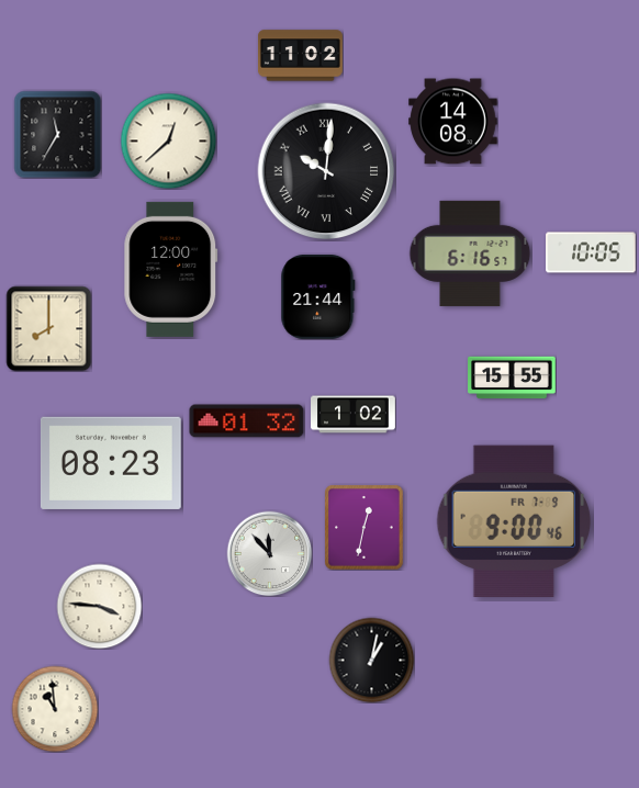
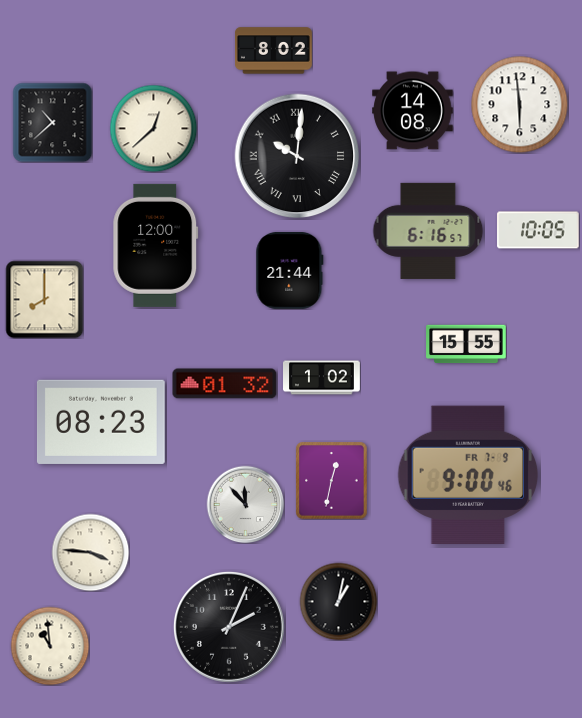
clock at (301, 56): 11:02 -> 8:02
clock at (519, 104): none -> 5:59
clock at (57, 134): 11:35 -> 10:38
clock at (229, 627): none -> 2:04
